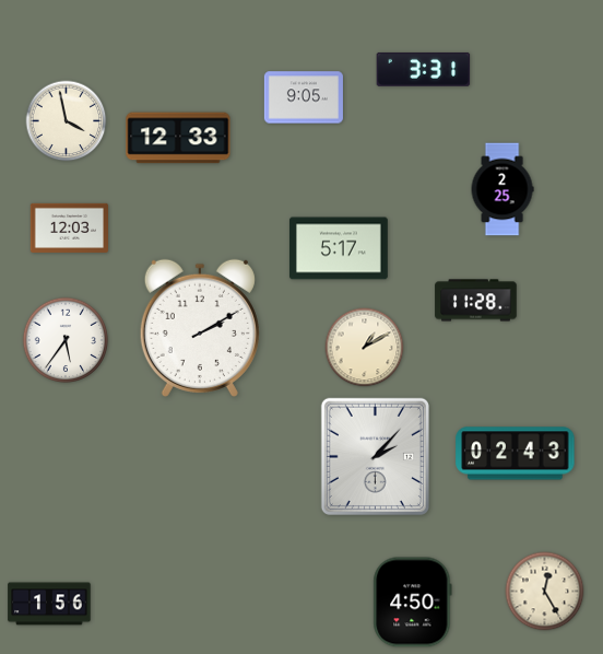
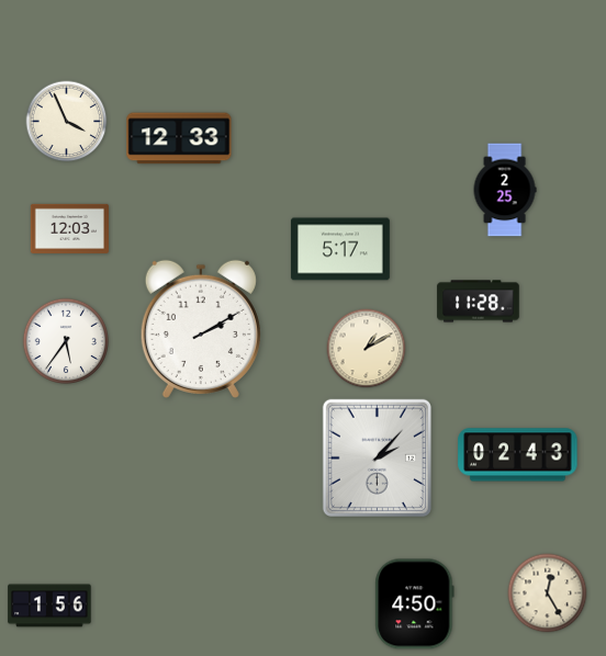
clock at (424, 69): 3:31 -> none
clock at (304, 97): 9:05 -> none
clock at (67, 121): 3:58 -> 3:56
